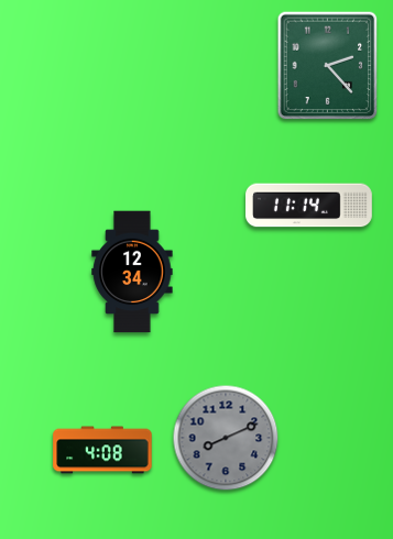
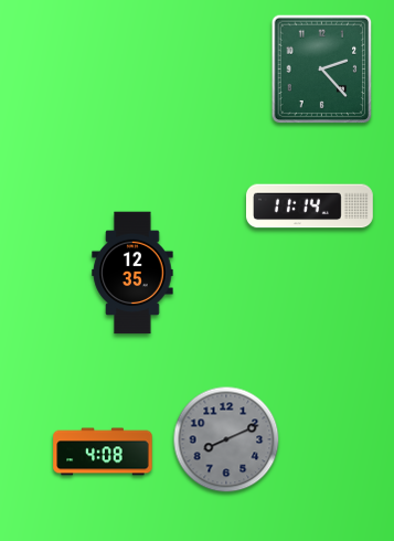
clock at (328, 66) position: (328, 66) -> (322, 70)
clock at (132, 272): 12:34 -> 12:35
